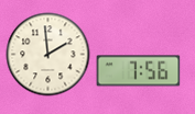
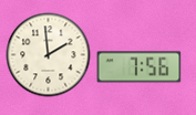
clock at (139, 71) position: (139, 71) -> (140, 67)
